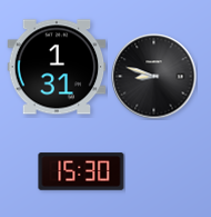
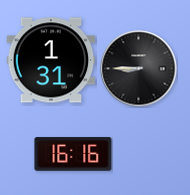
clock at (154, 77): 8:48 -> 8:45
clock at (81, 171): 15:30 -> 16:16
